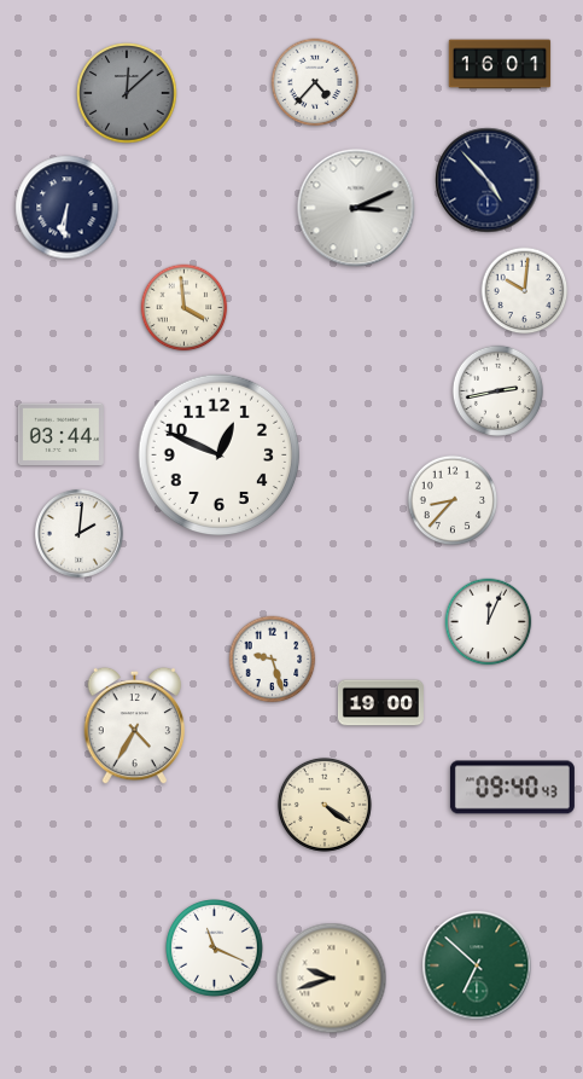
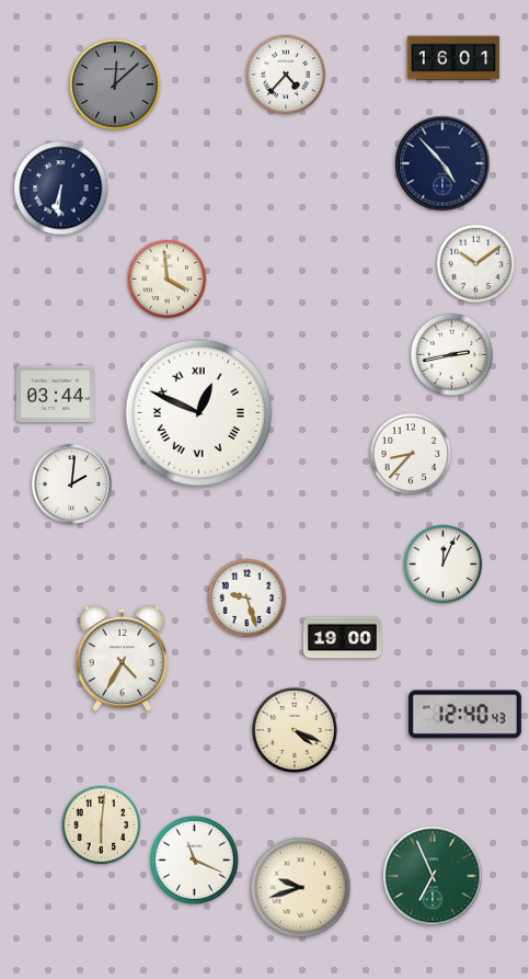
clock at (356, 208): 3:11 -> none
clock at (525, 291): 10:01 -> 10:09
clock at (220, 456) numerals: Arabic -> Roman
clock at (380, 703) position: (380, 703) -> (342, 638)
clock at (512, 788): 09:40 -> 12:40
clock at (325, 805): 4:21 -> 4:19
clock at (102, 826): none -> 6:01
clock at (477, 965): 6:52 -> 6:56
